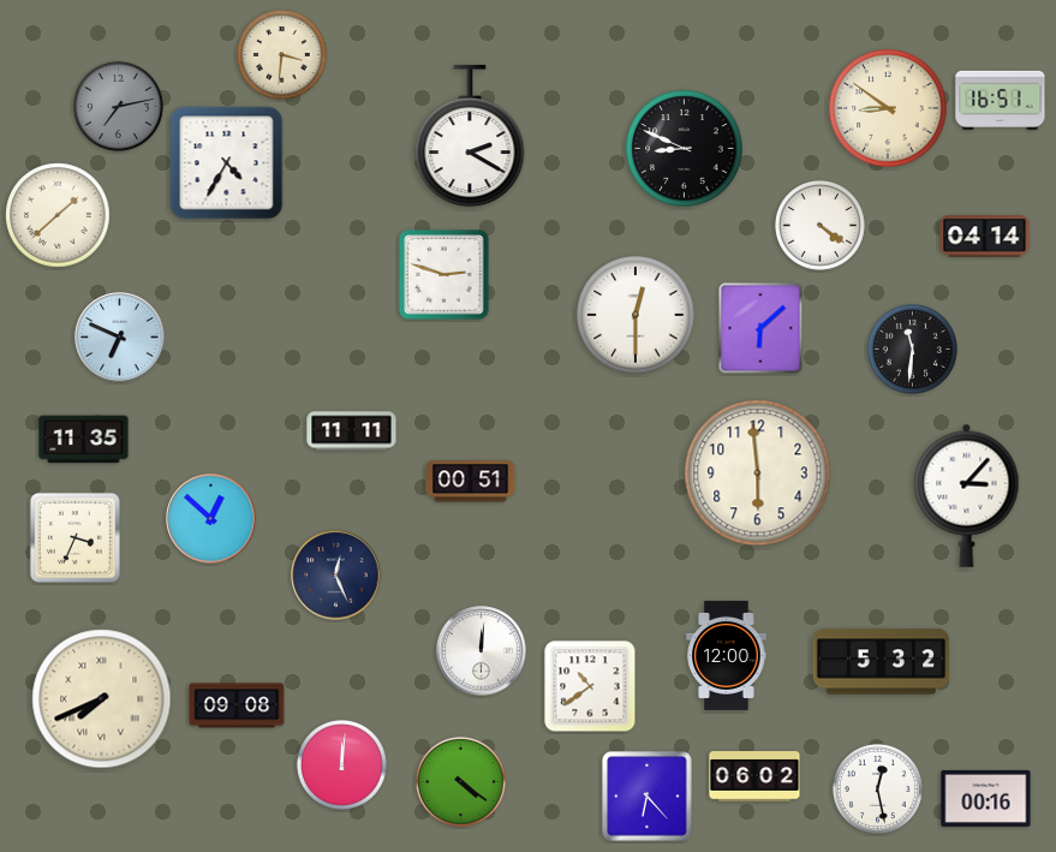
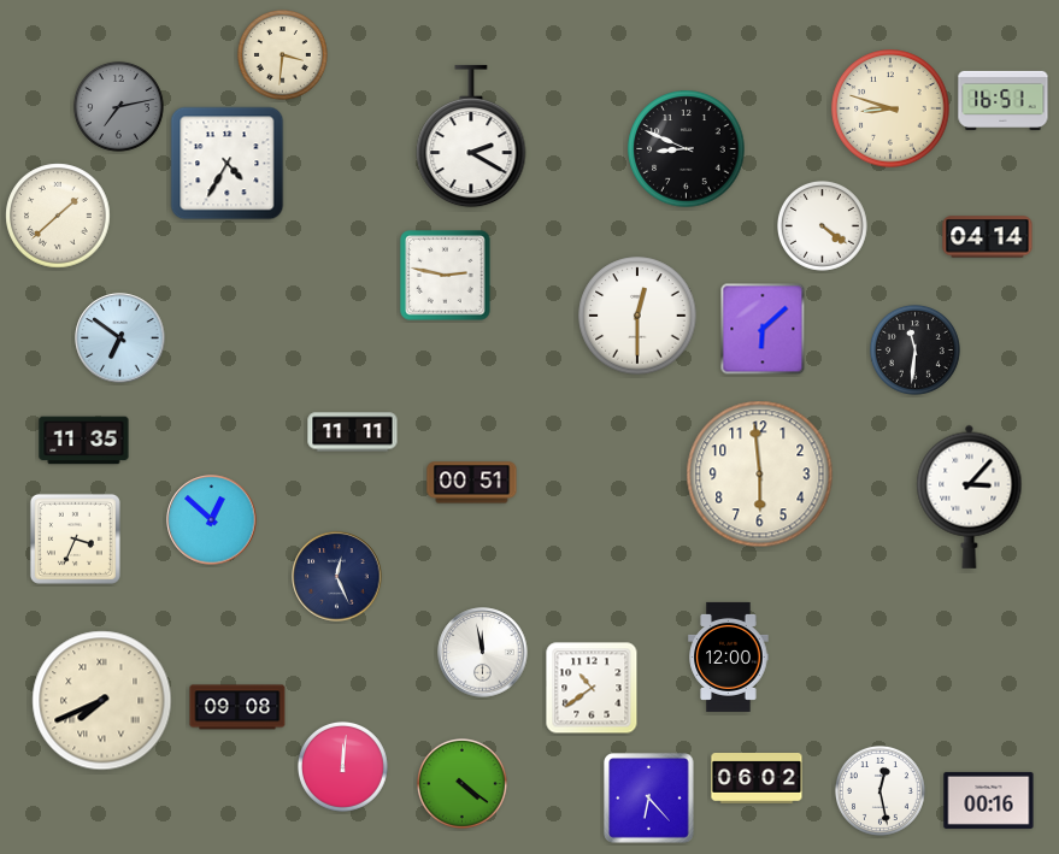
clock at (888, 108): 8:51 -> 8:48
clock at (445, 275): 2:48 -> 2:47
clock at (120, 338): 6:49 -> 6:51
clock at (482, 651): 12:01 -> 11:58
clock at (882, 662): 5:32 -> none
